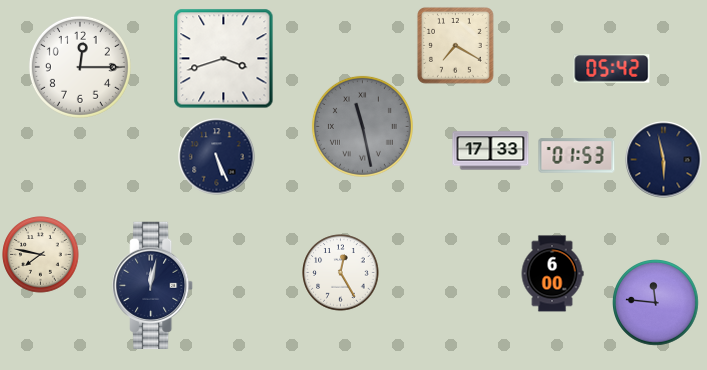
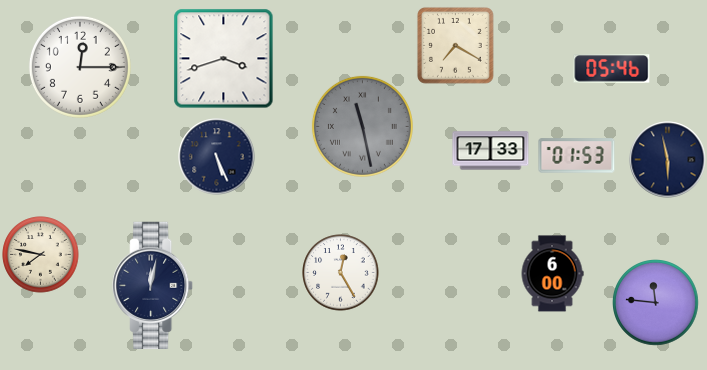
clock at (612, 69): 05:42 -> 05:46
clock at (664, 160) position: (664, 160) -> (668, 160)
